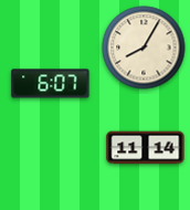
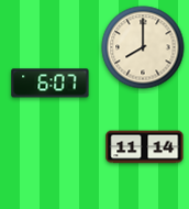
clock at (144, 48): 8:05 -> 8:00
